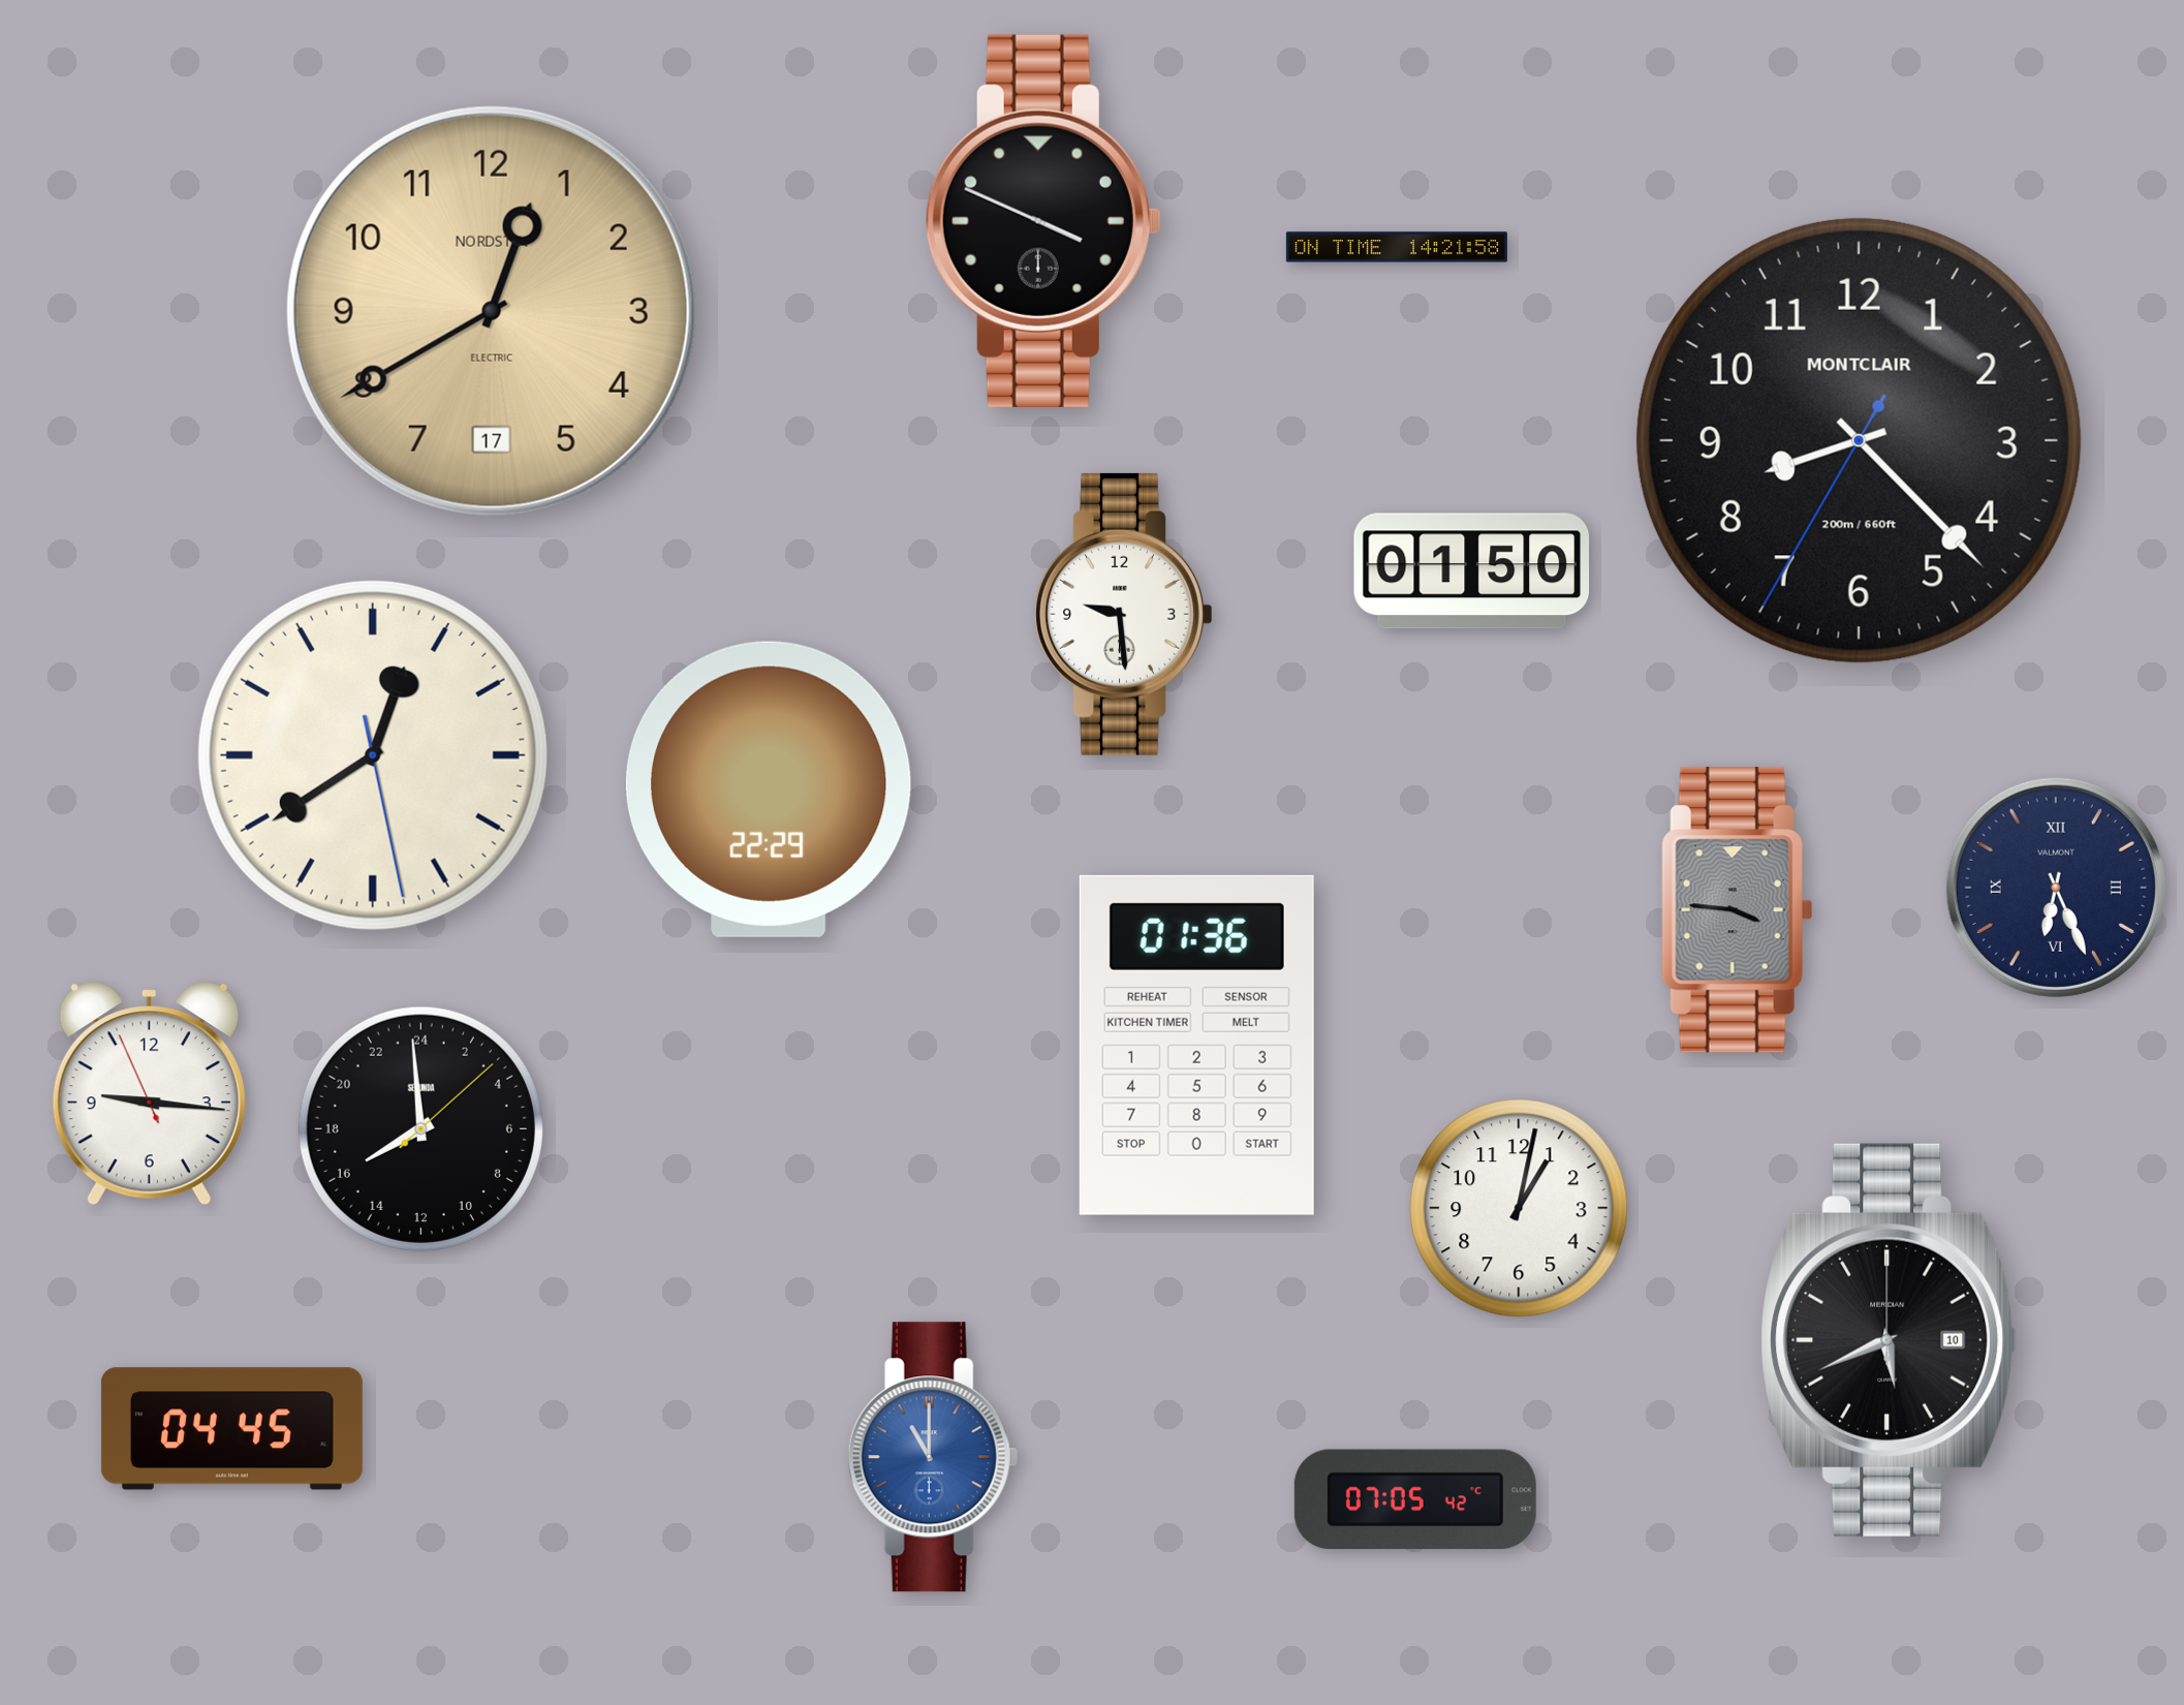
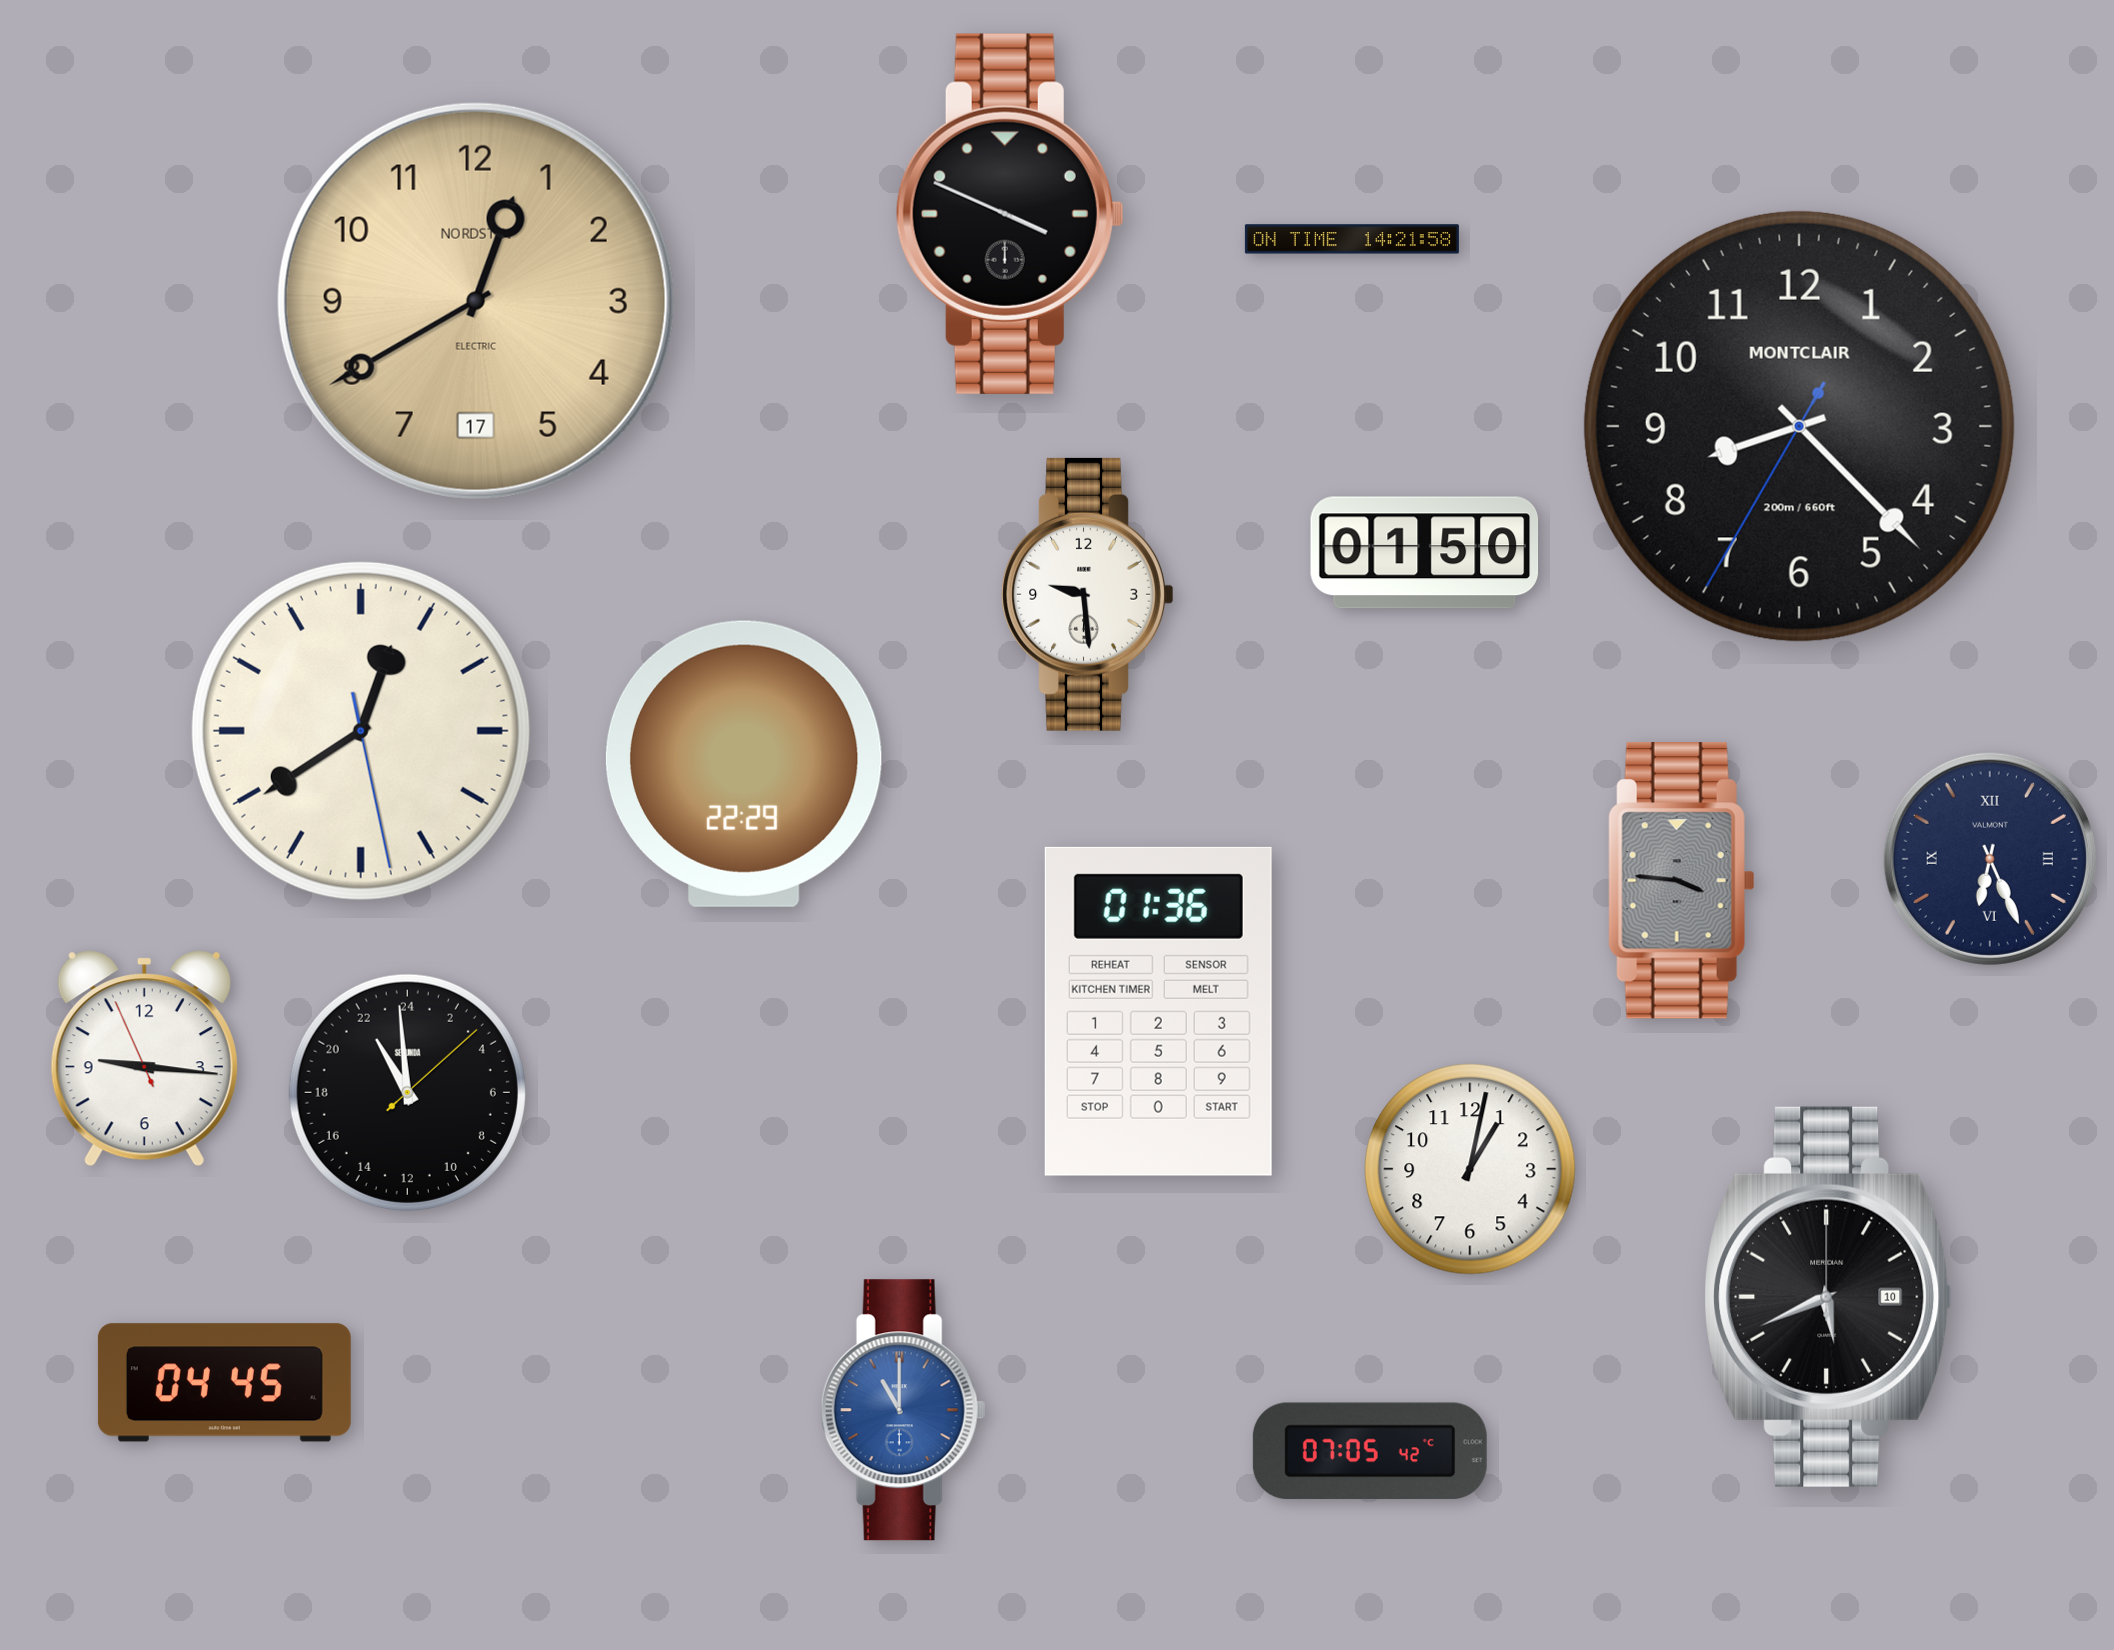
clock at (420, 1128): 15:59 -> 21:59
